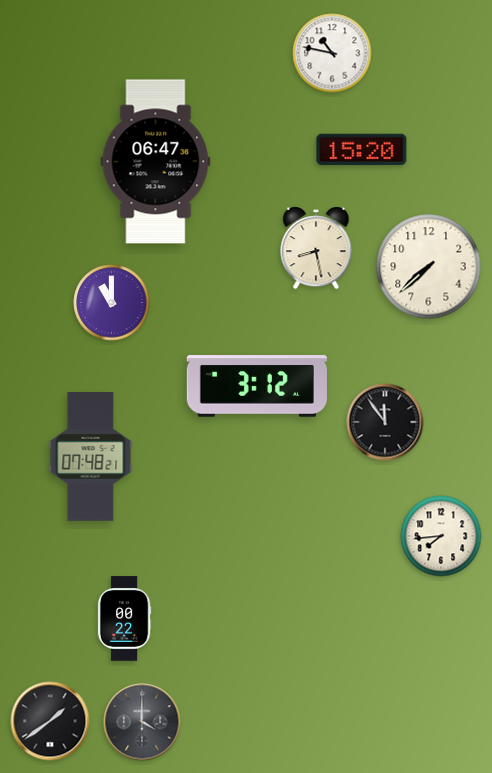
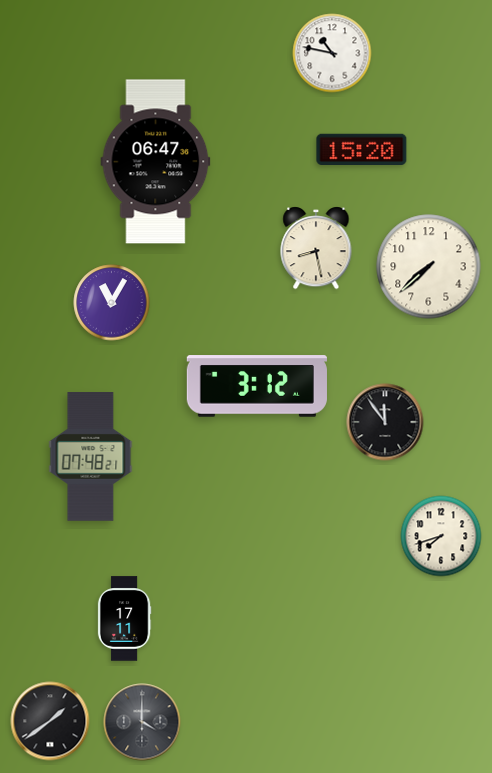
clock at (112, 303): 11:00 -> 11:05
clock at (441, 536): 7:44 -> 7:42
clock at (124, 619): 00:22 -> 17:11
